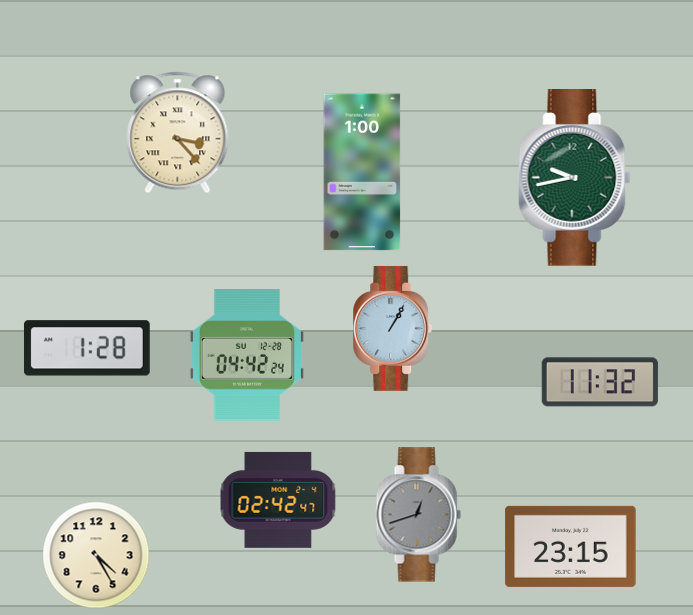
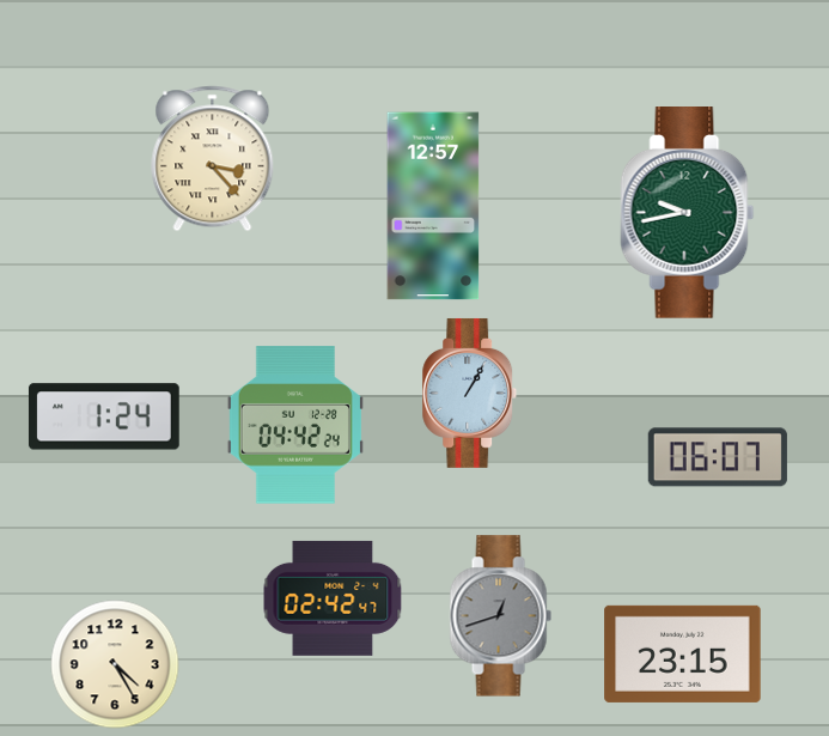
clock at (362, 172): 1:00 -> 12:57
clock at (87, 348): 1:28 -> 1:24
clock at (600, 382): 11:32 -> 06:07
